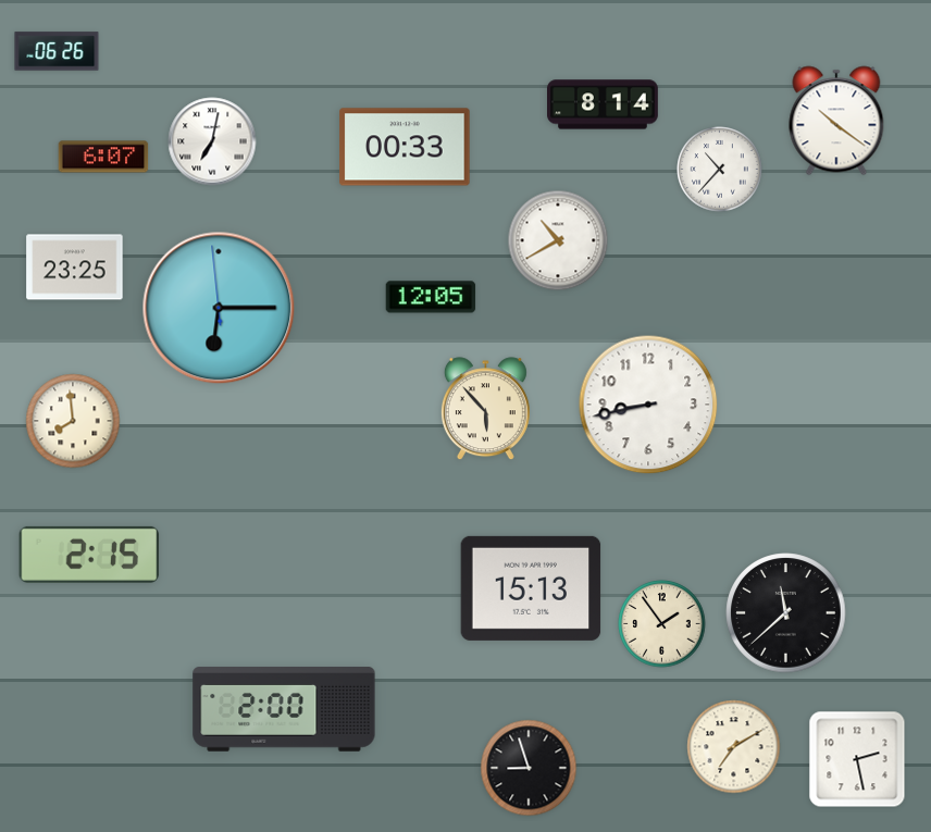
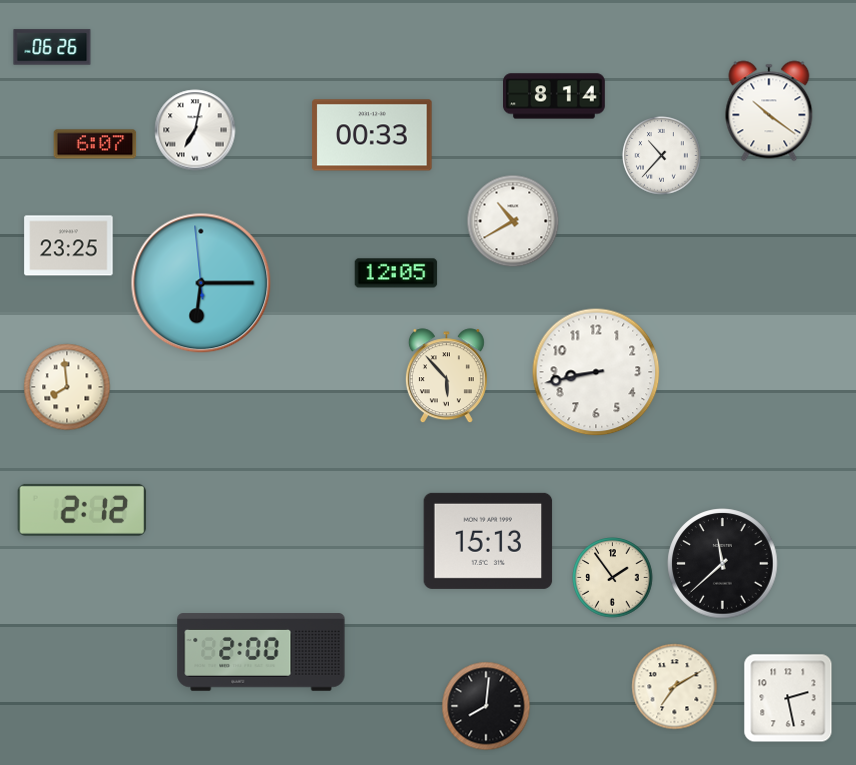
clock at (89, 555): 2:15 -> 2:12
clock at (662, 624) position: (662, 624) -> (613, 578)
clock at (529, 768): 8:57 -> 8:01
